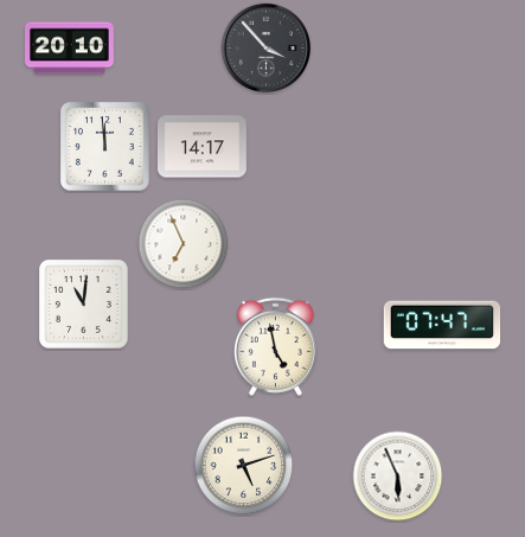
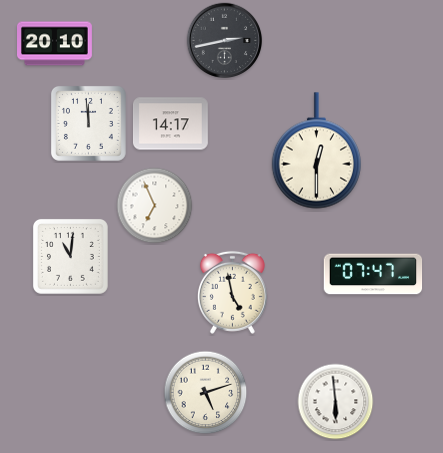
clock at (70, 49) position: (70, 49) -> (55, 44)
clock at (267, 49): 3:53 -> 2:43
clock at (316, 151): none -> 12:30
clock at (398, 477): 5:56 -> 5:59
